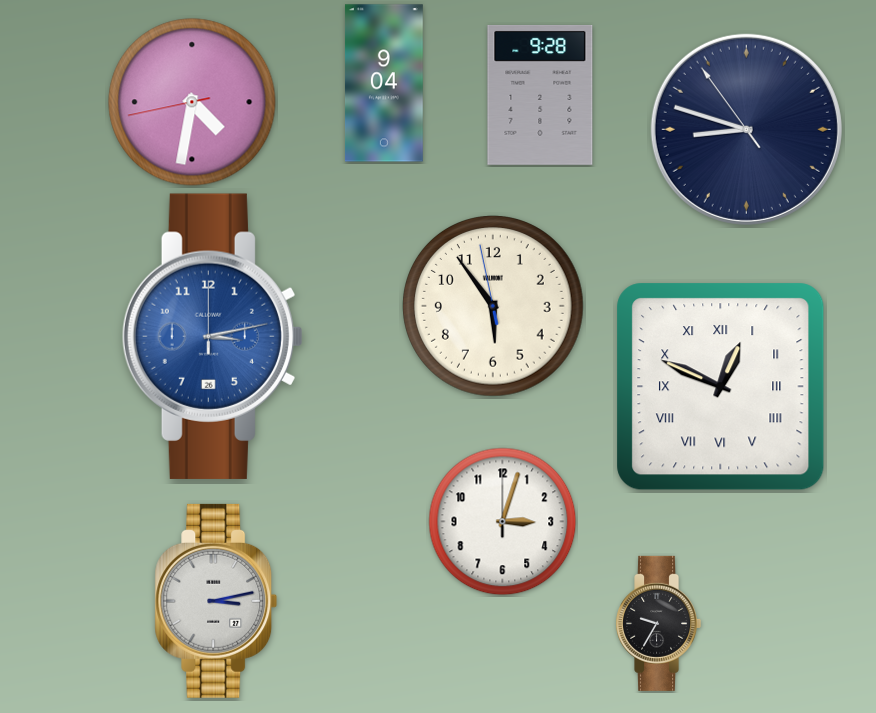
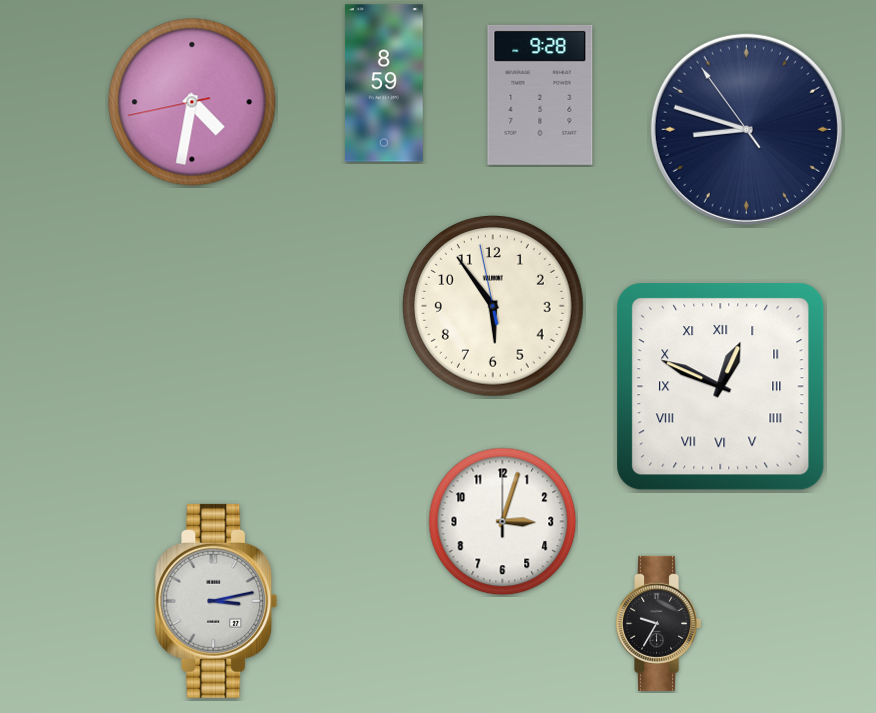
clock at (384, 83): 9:04 -> 8:59
clock at (212, 336): 3:13 -> none
